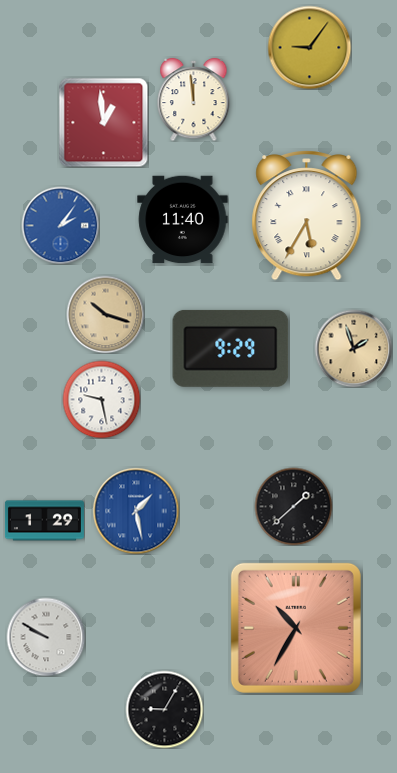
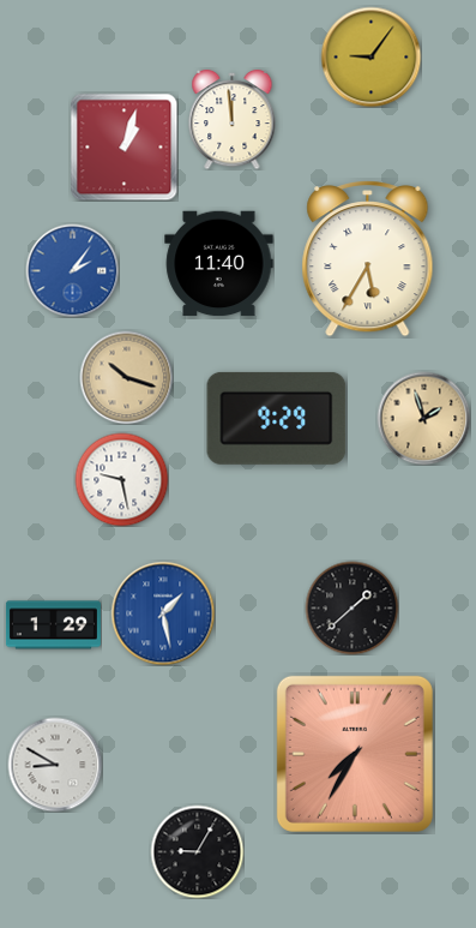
clock at (103, 122): 12:59 -> 1:03
clock at (296, 628): 10:35 -> 7:35
clock at (46, 637): 9:50 -> 8:50
